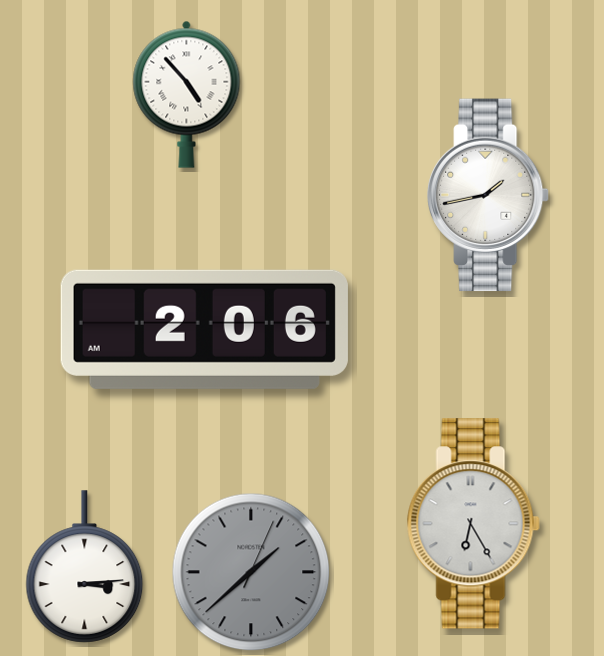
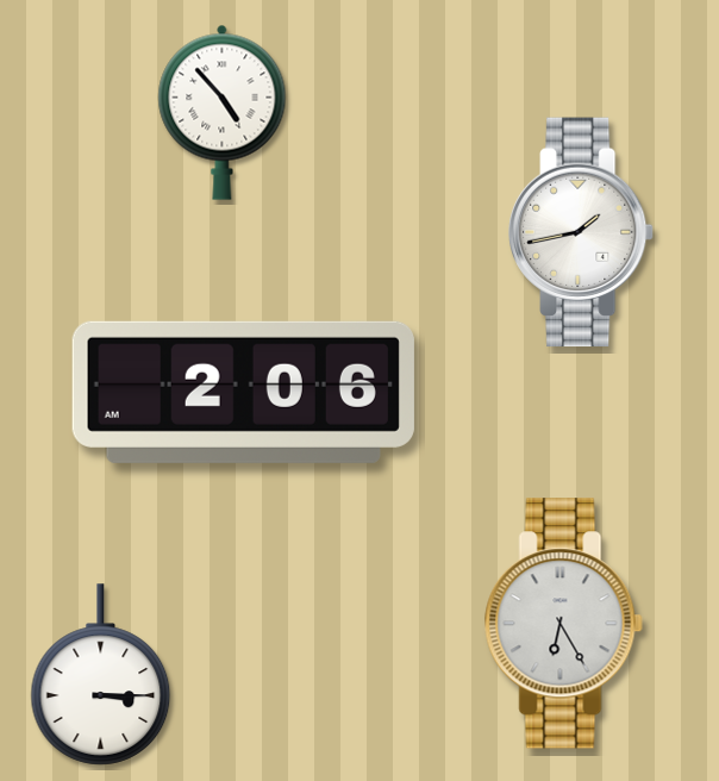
clock at (85, 567): 3:14 -> 3:15
clock at (251, 572): 1:38 -> none
